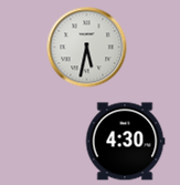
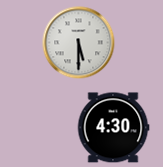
clock at (87, 48): 5:32 -> 5:30
